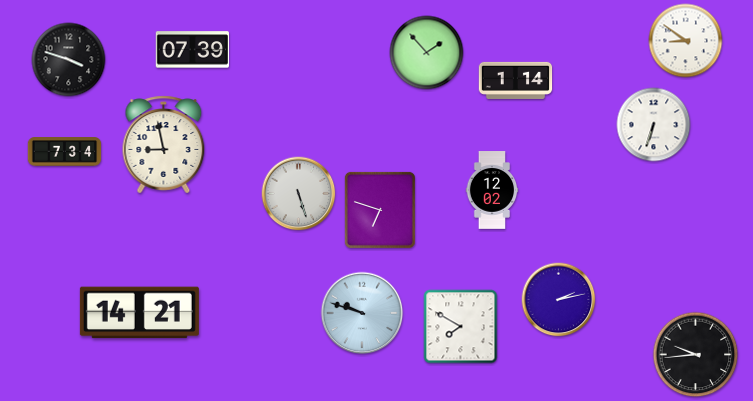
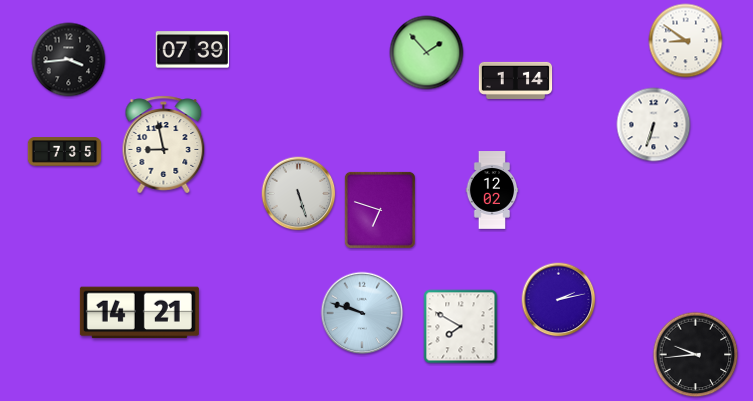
clock at (69, 60): 3:48 -> 3:44
clock at (65, 152): 7:34 -> 7:35
